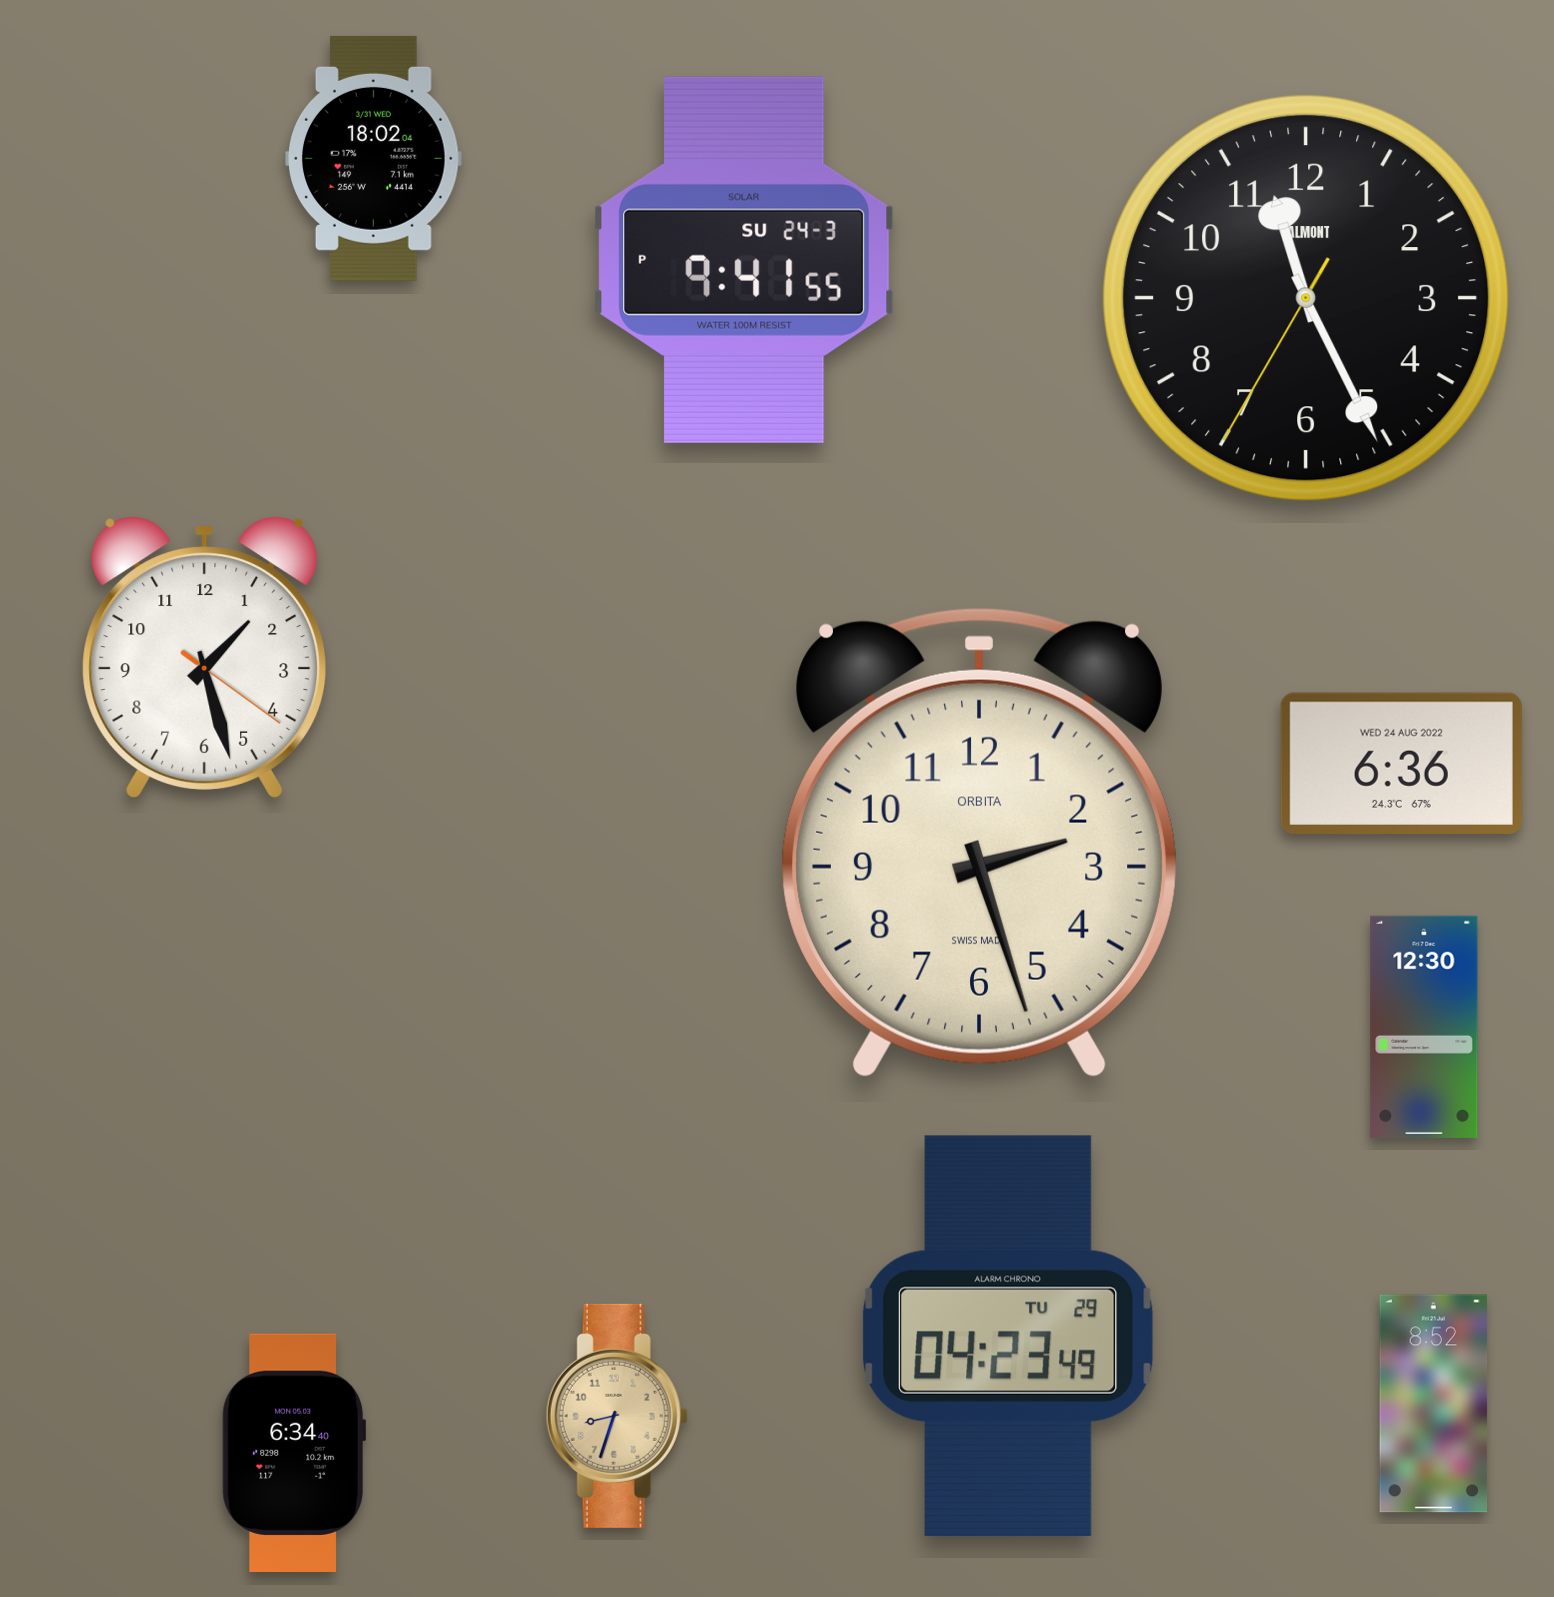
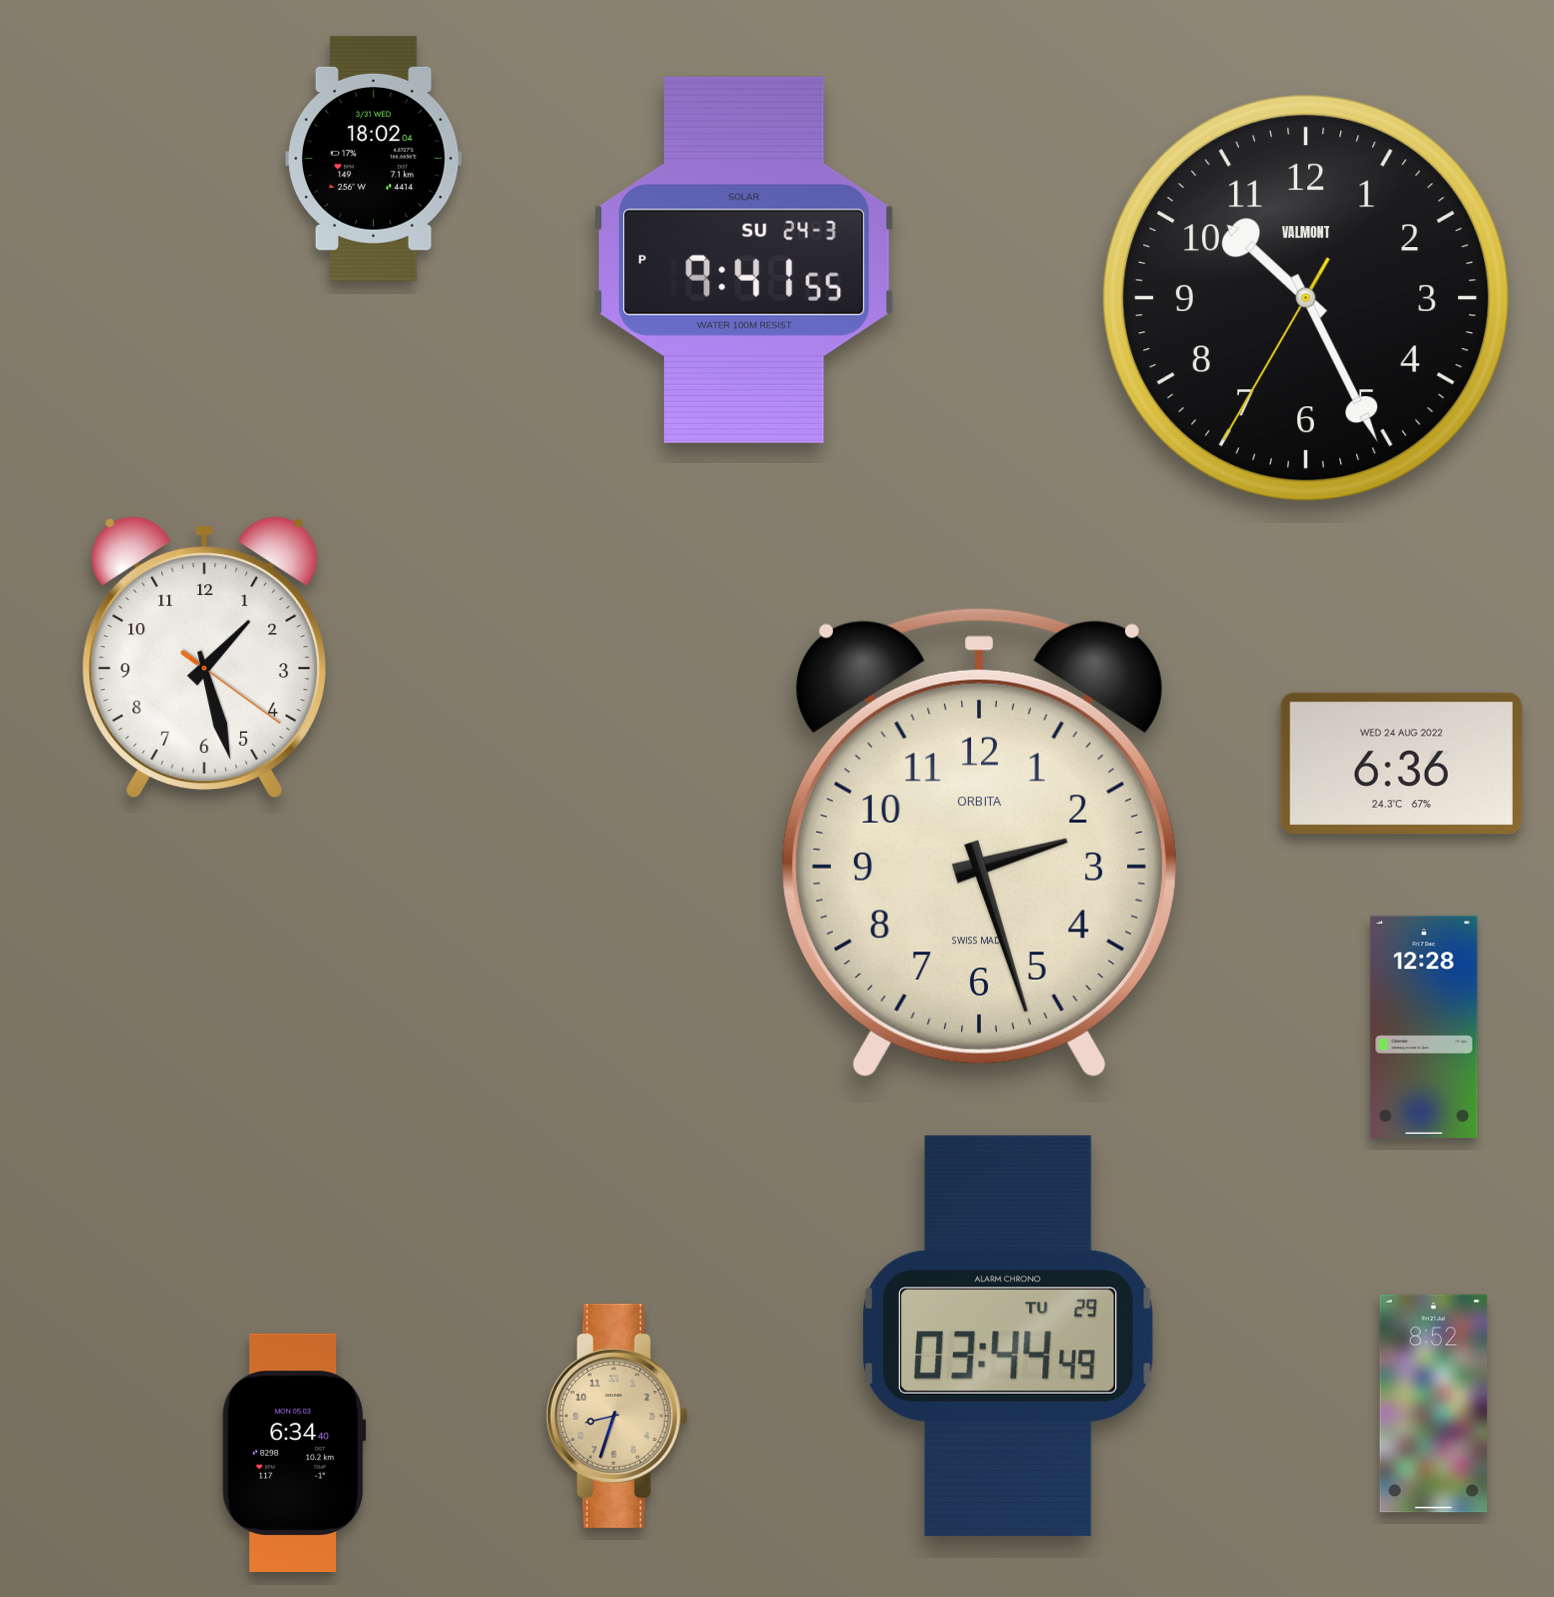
clock at (1306, 298): 11:25 -> 10:25
clock at (1424, 1027): 12:30 -> 12:28
clock at (1008, 1336): 04:23 -> 03:44
